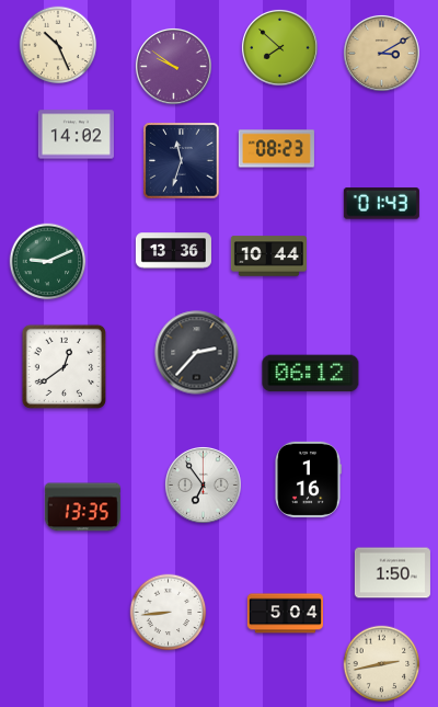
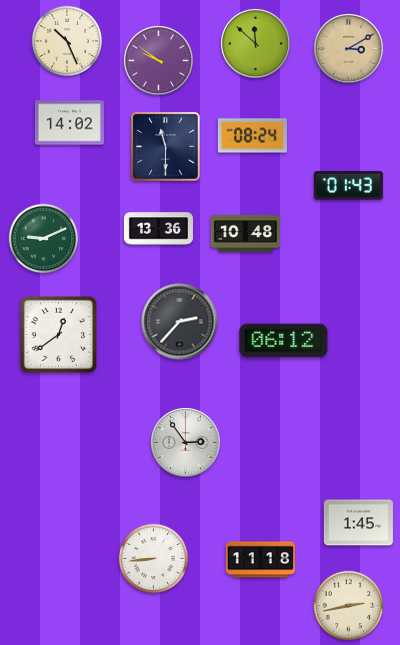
clock at (58, 45) position: (58, 45) -> (67, 41)
clock at (279, 48): 7:52 -> 11:52
clock at (276, 149): 08:23 -> 08:24
clock at (182, 161): 11:33 -> 11:30
clock at (268, 256): 10:44 -> 10:48
clock at (309, 479): 1:16 -> none
clock at (203, 486): 6:54 -> 2:54
clock at (82, 508): 13:35 -> none
clock at (392, 573): 1:50 -> 1:45
clock at (285, 614): 5:04 -> 11:18
